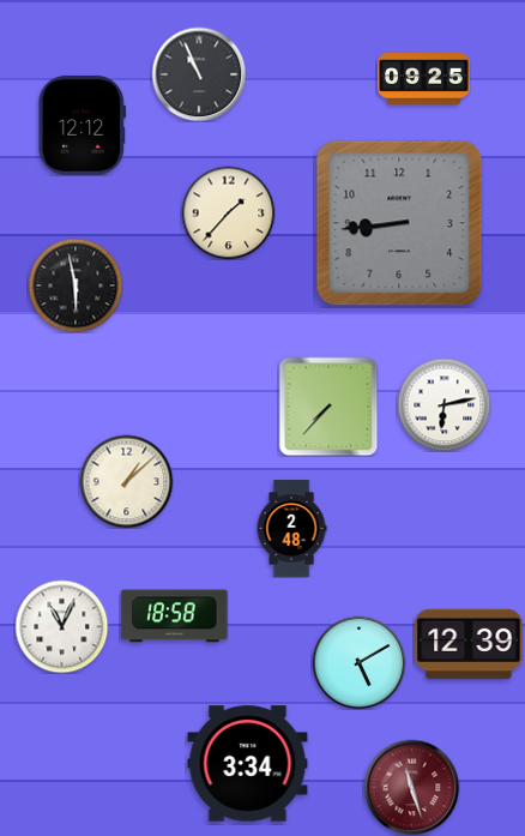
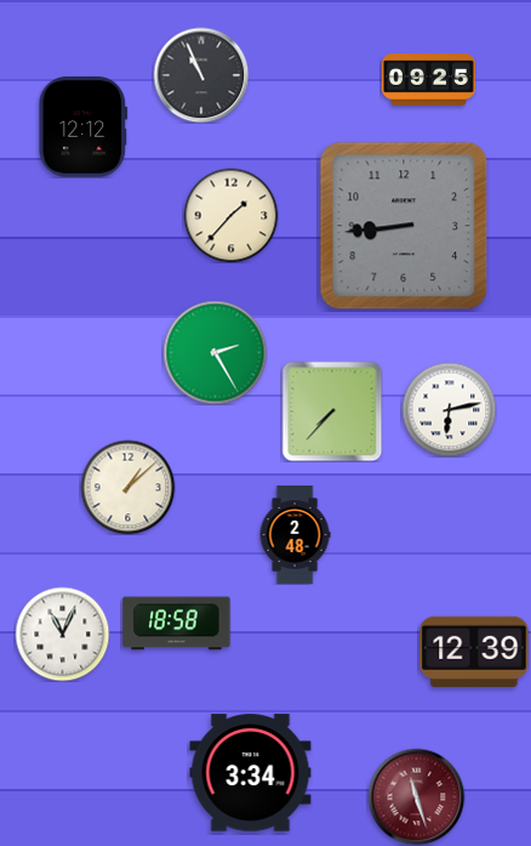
clock at (76, 285): 5:58 -> none
clock at (215, 352): none -> 2:25
clock at (358, 662): 5:10 -> none
